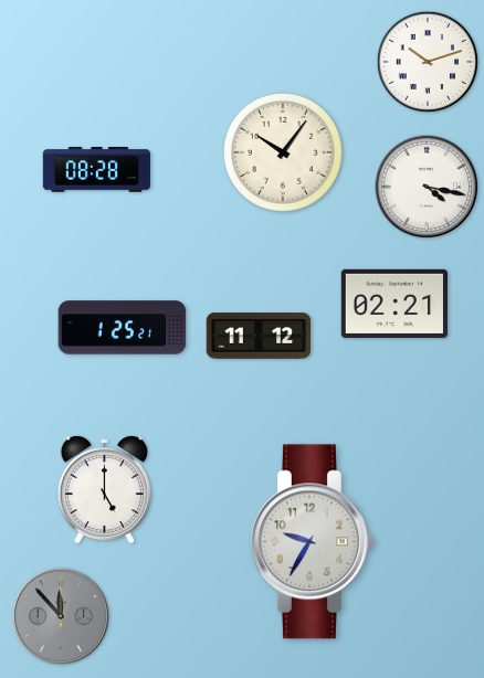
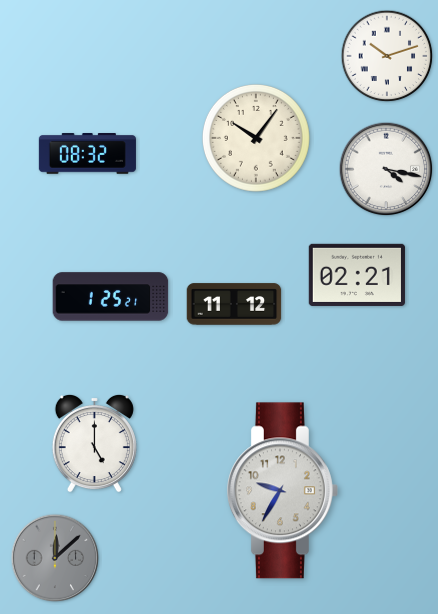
clock at (96, 170): 08:28 -> 08:32
clock at (61, 616): 11:53 -> 12:08
